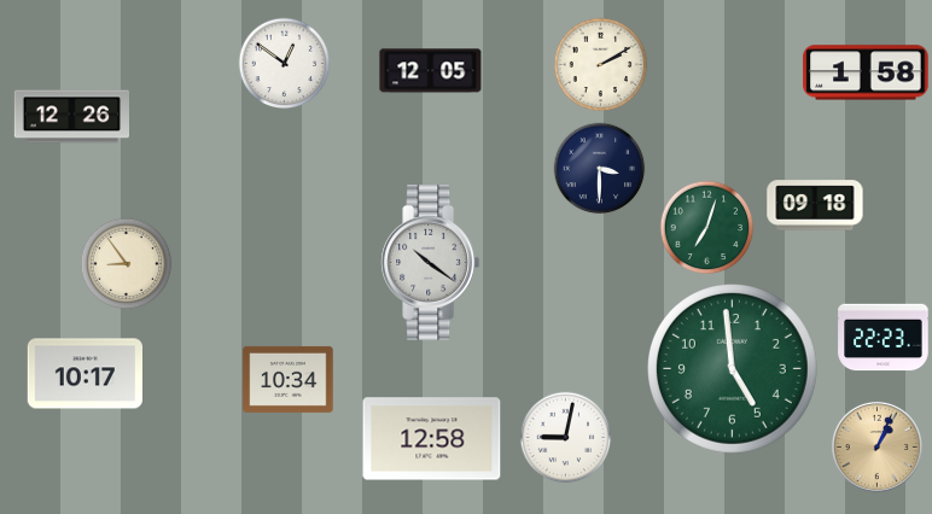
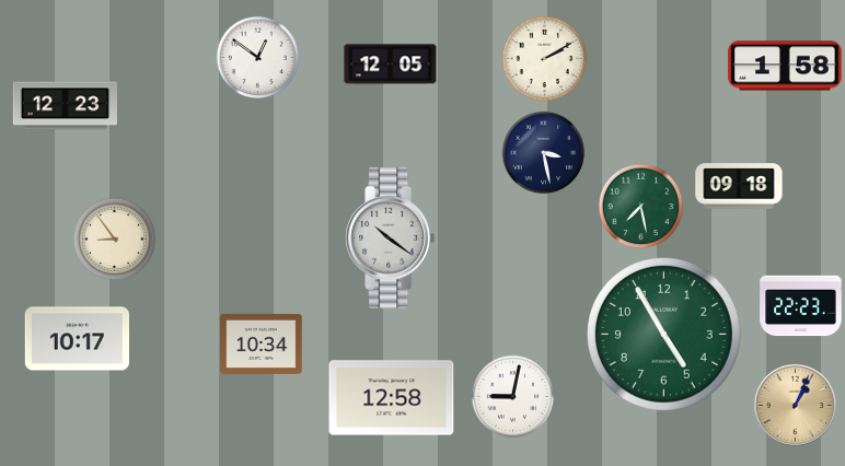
clock at (71, 117): 12:26 -> 12:23
clock at (600, 169): 3:30 -> 3:28
clock at (707, 228): 7:03 -> 7:28
clock at (733, 369): 4:59 -> 4:55
